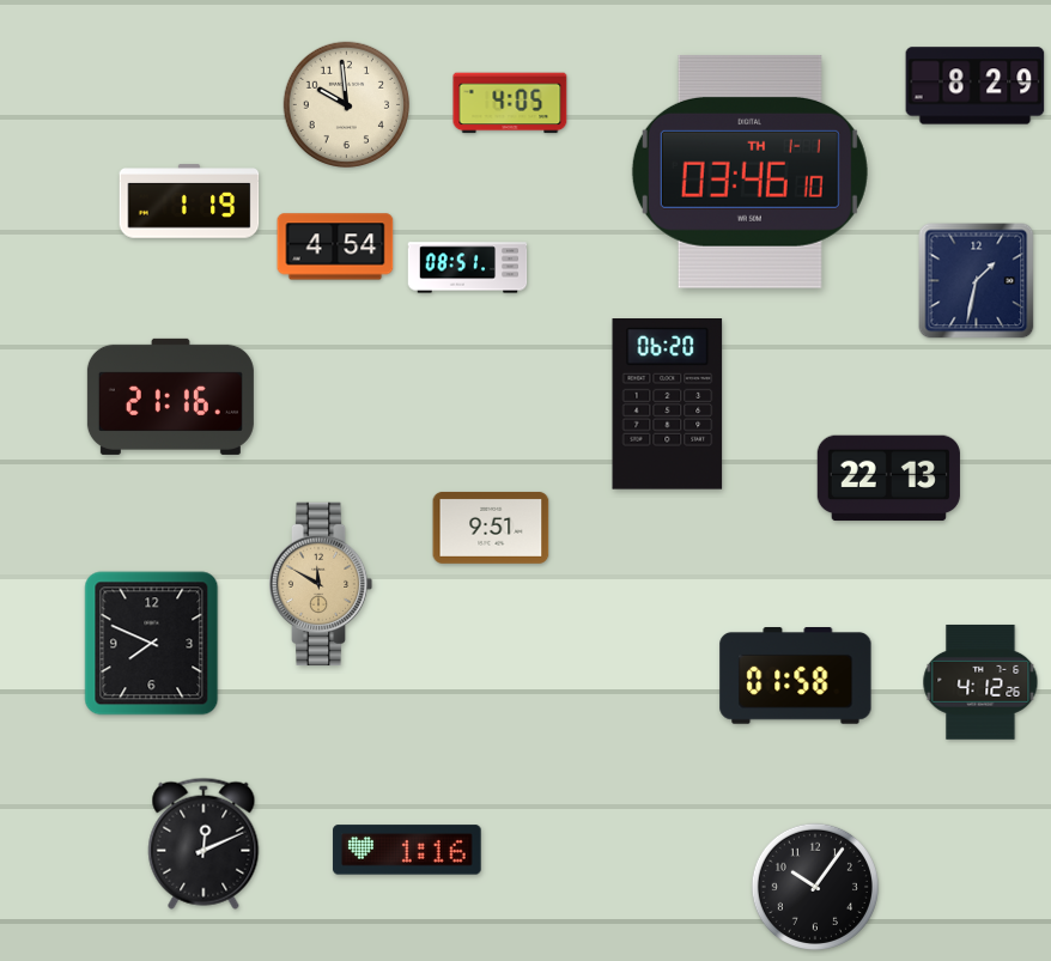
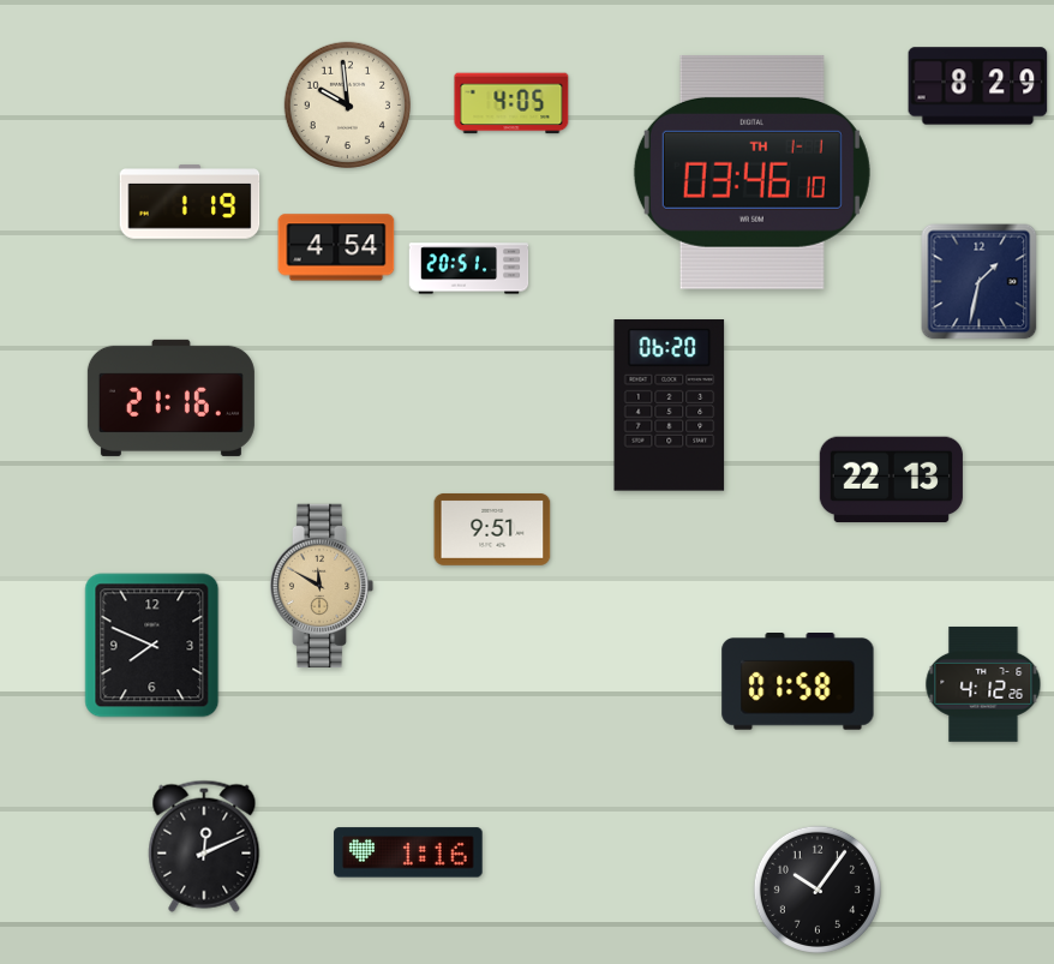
clock at (468, 268): 08:51 -> 20:51
clock at (796, 676) position: (796, 676) -> (798, 682)
